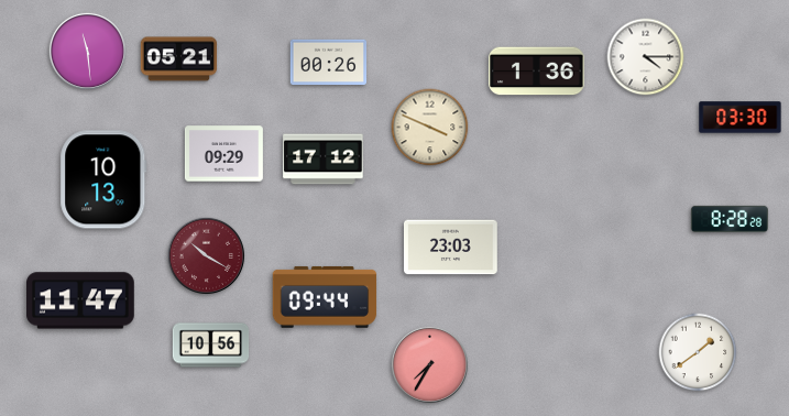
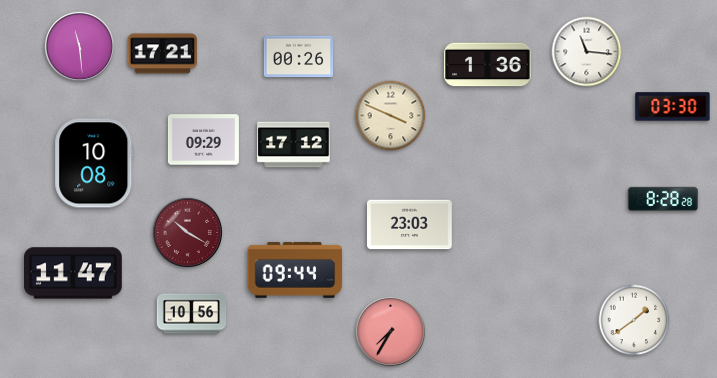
clock at (646, 57): 4:15 -> 11:16
clock at (179, 59): 05:21 -> 17:21
clock at (103, 179): 10:13 -> 10:08
